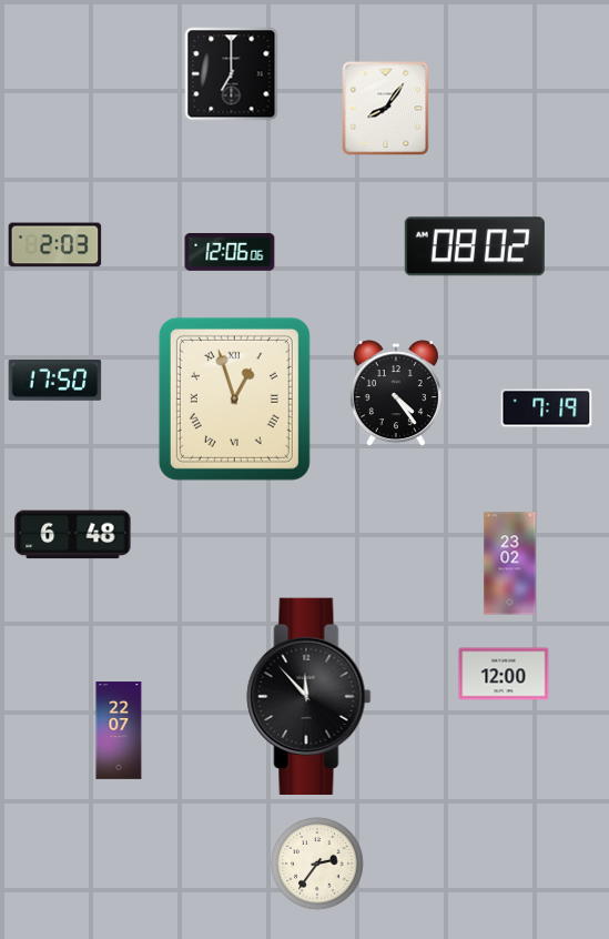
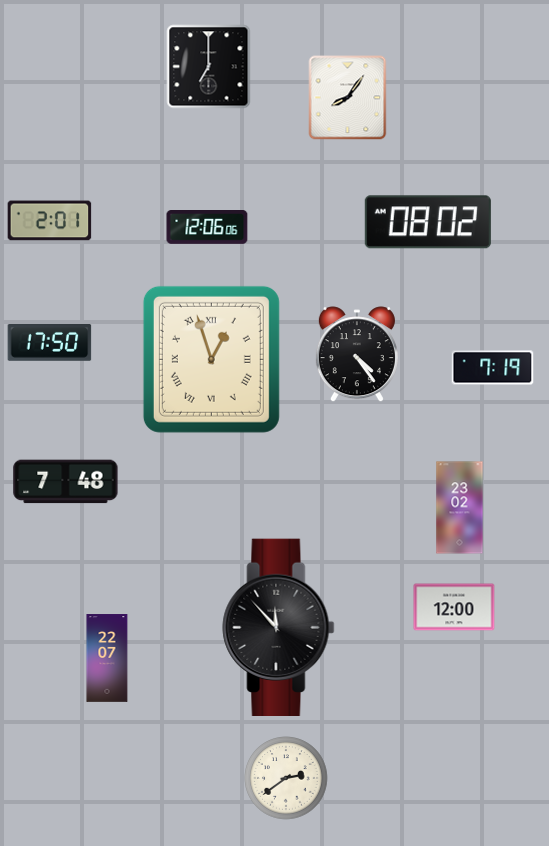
clock at (55, 245): 2:03 -> 2:01
clock at (73, 535): 6:48 -> 7:48
clock at (317, 864): 2:36 -> 2:39
